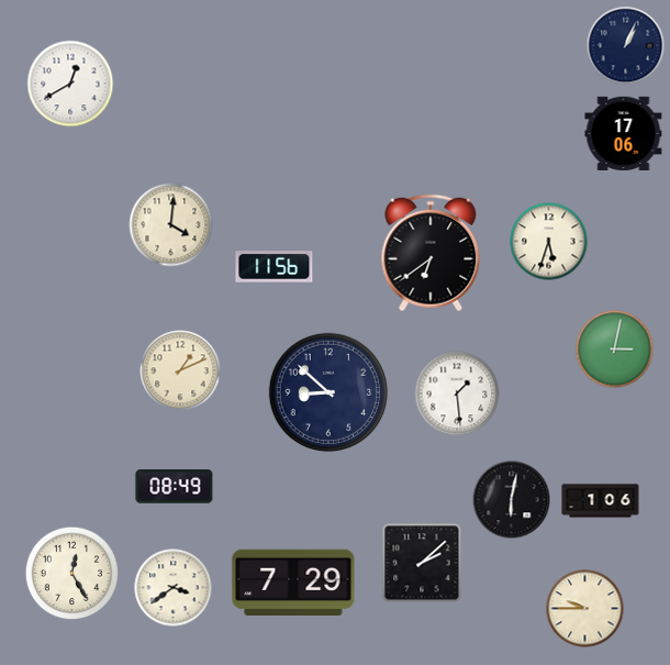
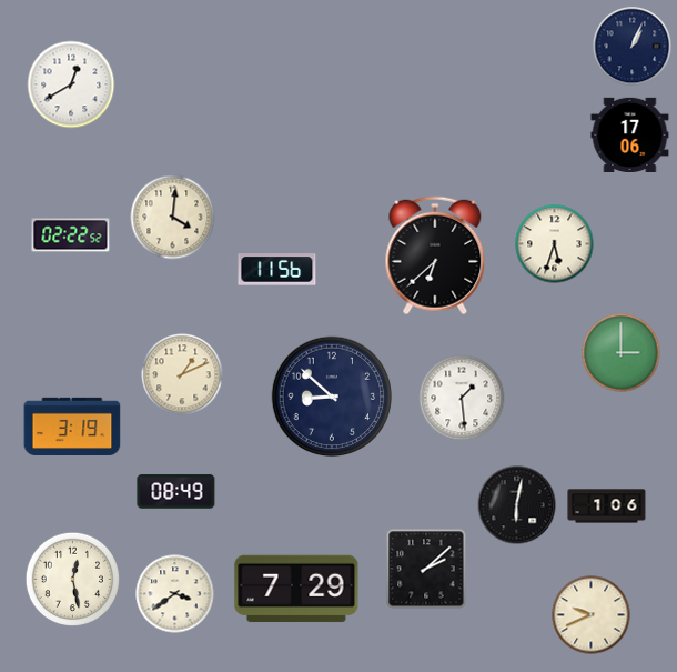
clock at (171, 225) position: (171, 225) -> (173, 218)
clock at (71, 235): none -> 02:22
clock at (431, 253): 6:39 -> 6:38
clock at (615, 350): 3:02 -> 3:00
clock at (72, 425): none -> 3:19
clock at (72, 574): 12:25 -> 12:28
clock at (585, 609): 9:45 -> 9:41
